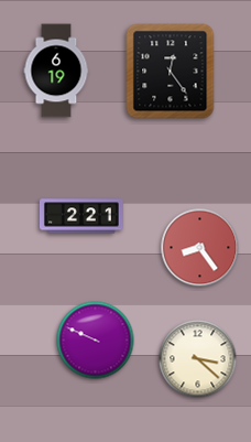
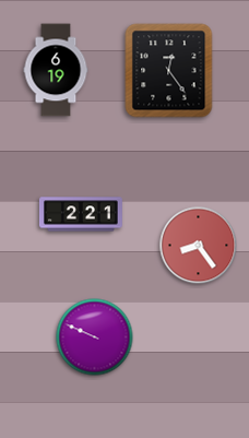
clock at (198, 359): 3:22 -> none
